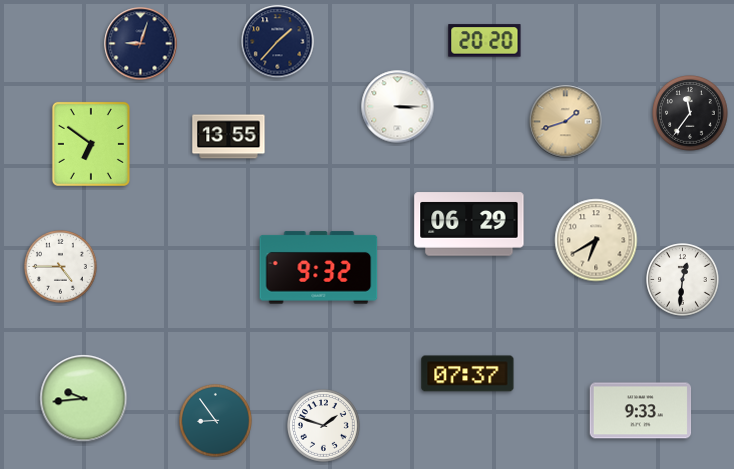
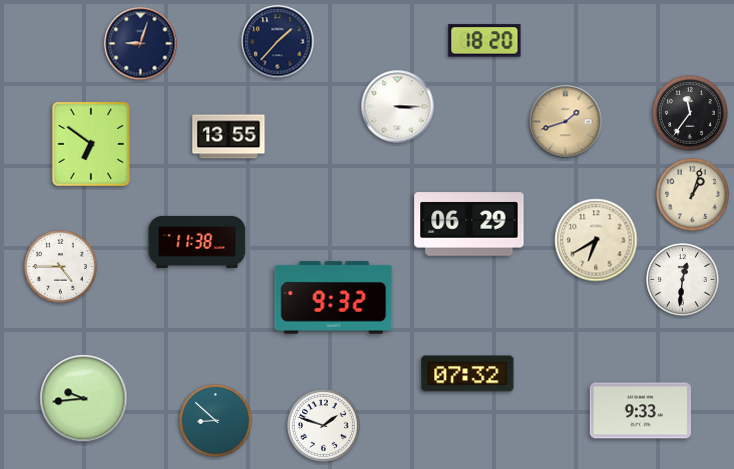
clock at (485, 41): 20:20 -> 18:20
clock at (693, 195): none -> 1:03
clock at (197, 242): none -> 11:38
clock at (319, 268) position: (319, 268) -> (334, 298)
clock at (468, 374): 07:37 -> 07:32
clock at (216, 421): 8:54 -> 8:52
